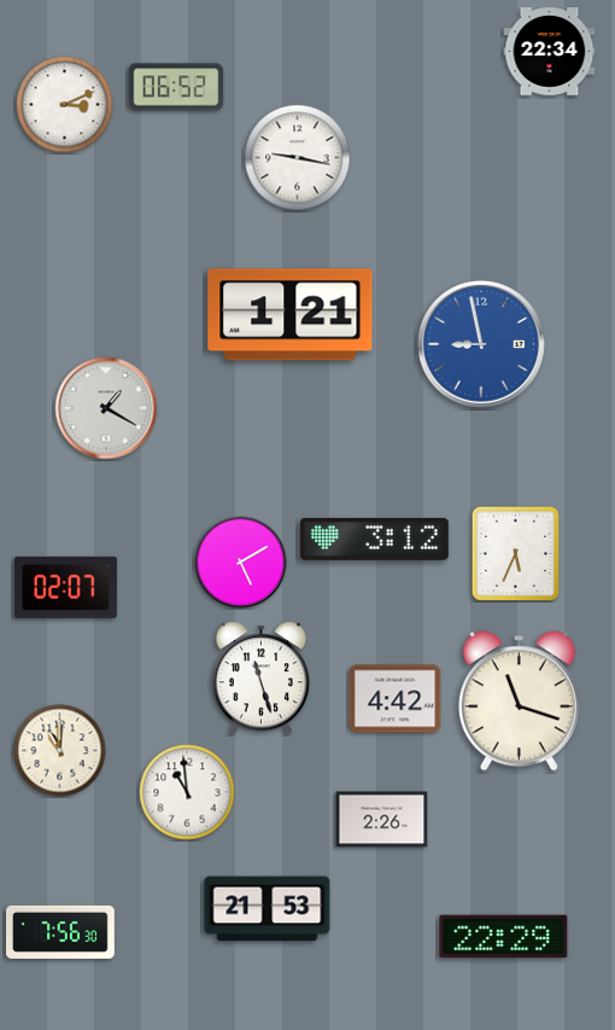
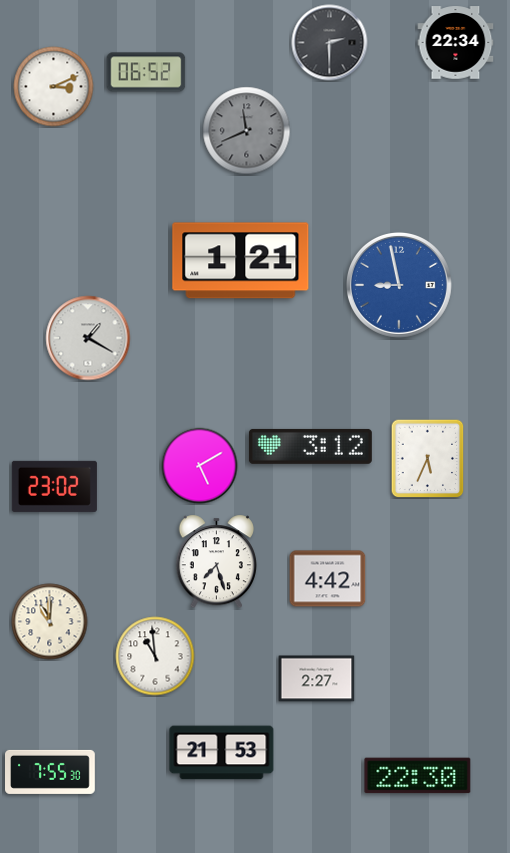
clock at (330, 43): none -> 2:30
clock at (298, 158): 9:17 -> 11:41
clock at (298, 158) dial: white -> grey
clock at (65, 587): 02:07 -> 23:02
clock at (260, 679): 11:27 -> 7:27
clock at (519, 702): 11:18 -> none
clock at (382, 820): 2:26 -> 2:27
clock at (61, 932): 7:56 -> 7:55
clock at (504, 937): 22:29 -> 22:30
